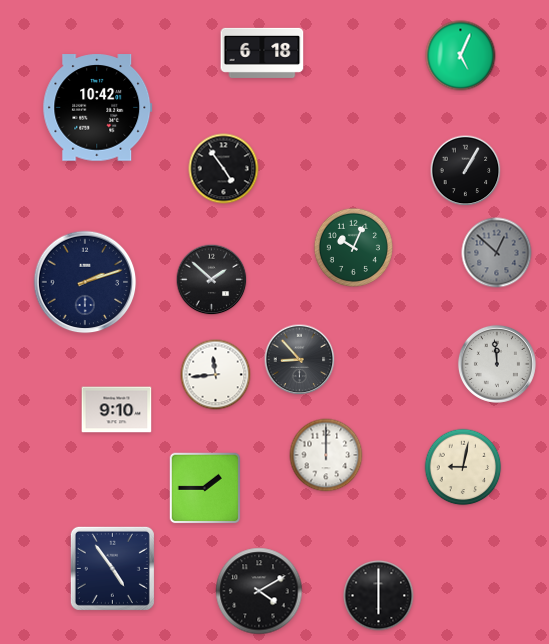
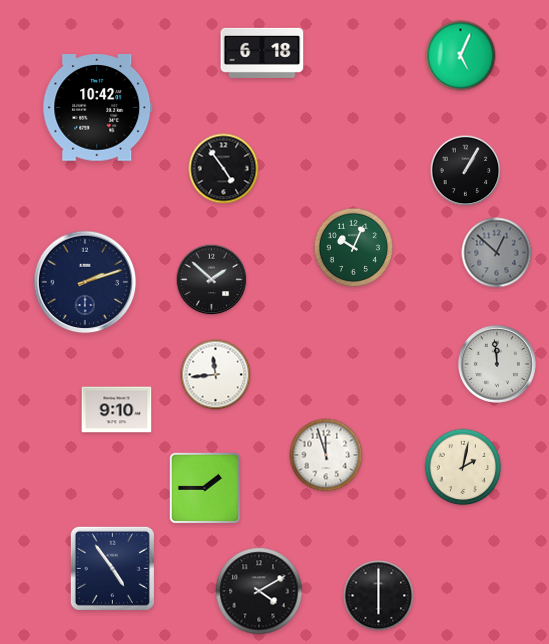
clock at (300, 360): 8:53 -> none
clock at (326, 455): 12:00 -> 11:57
clock at (463, 467): 9:02 -> 2:02
